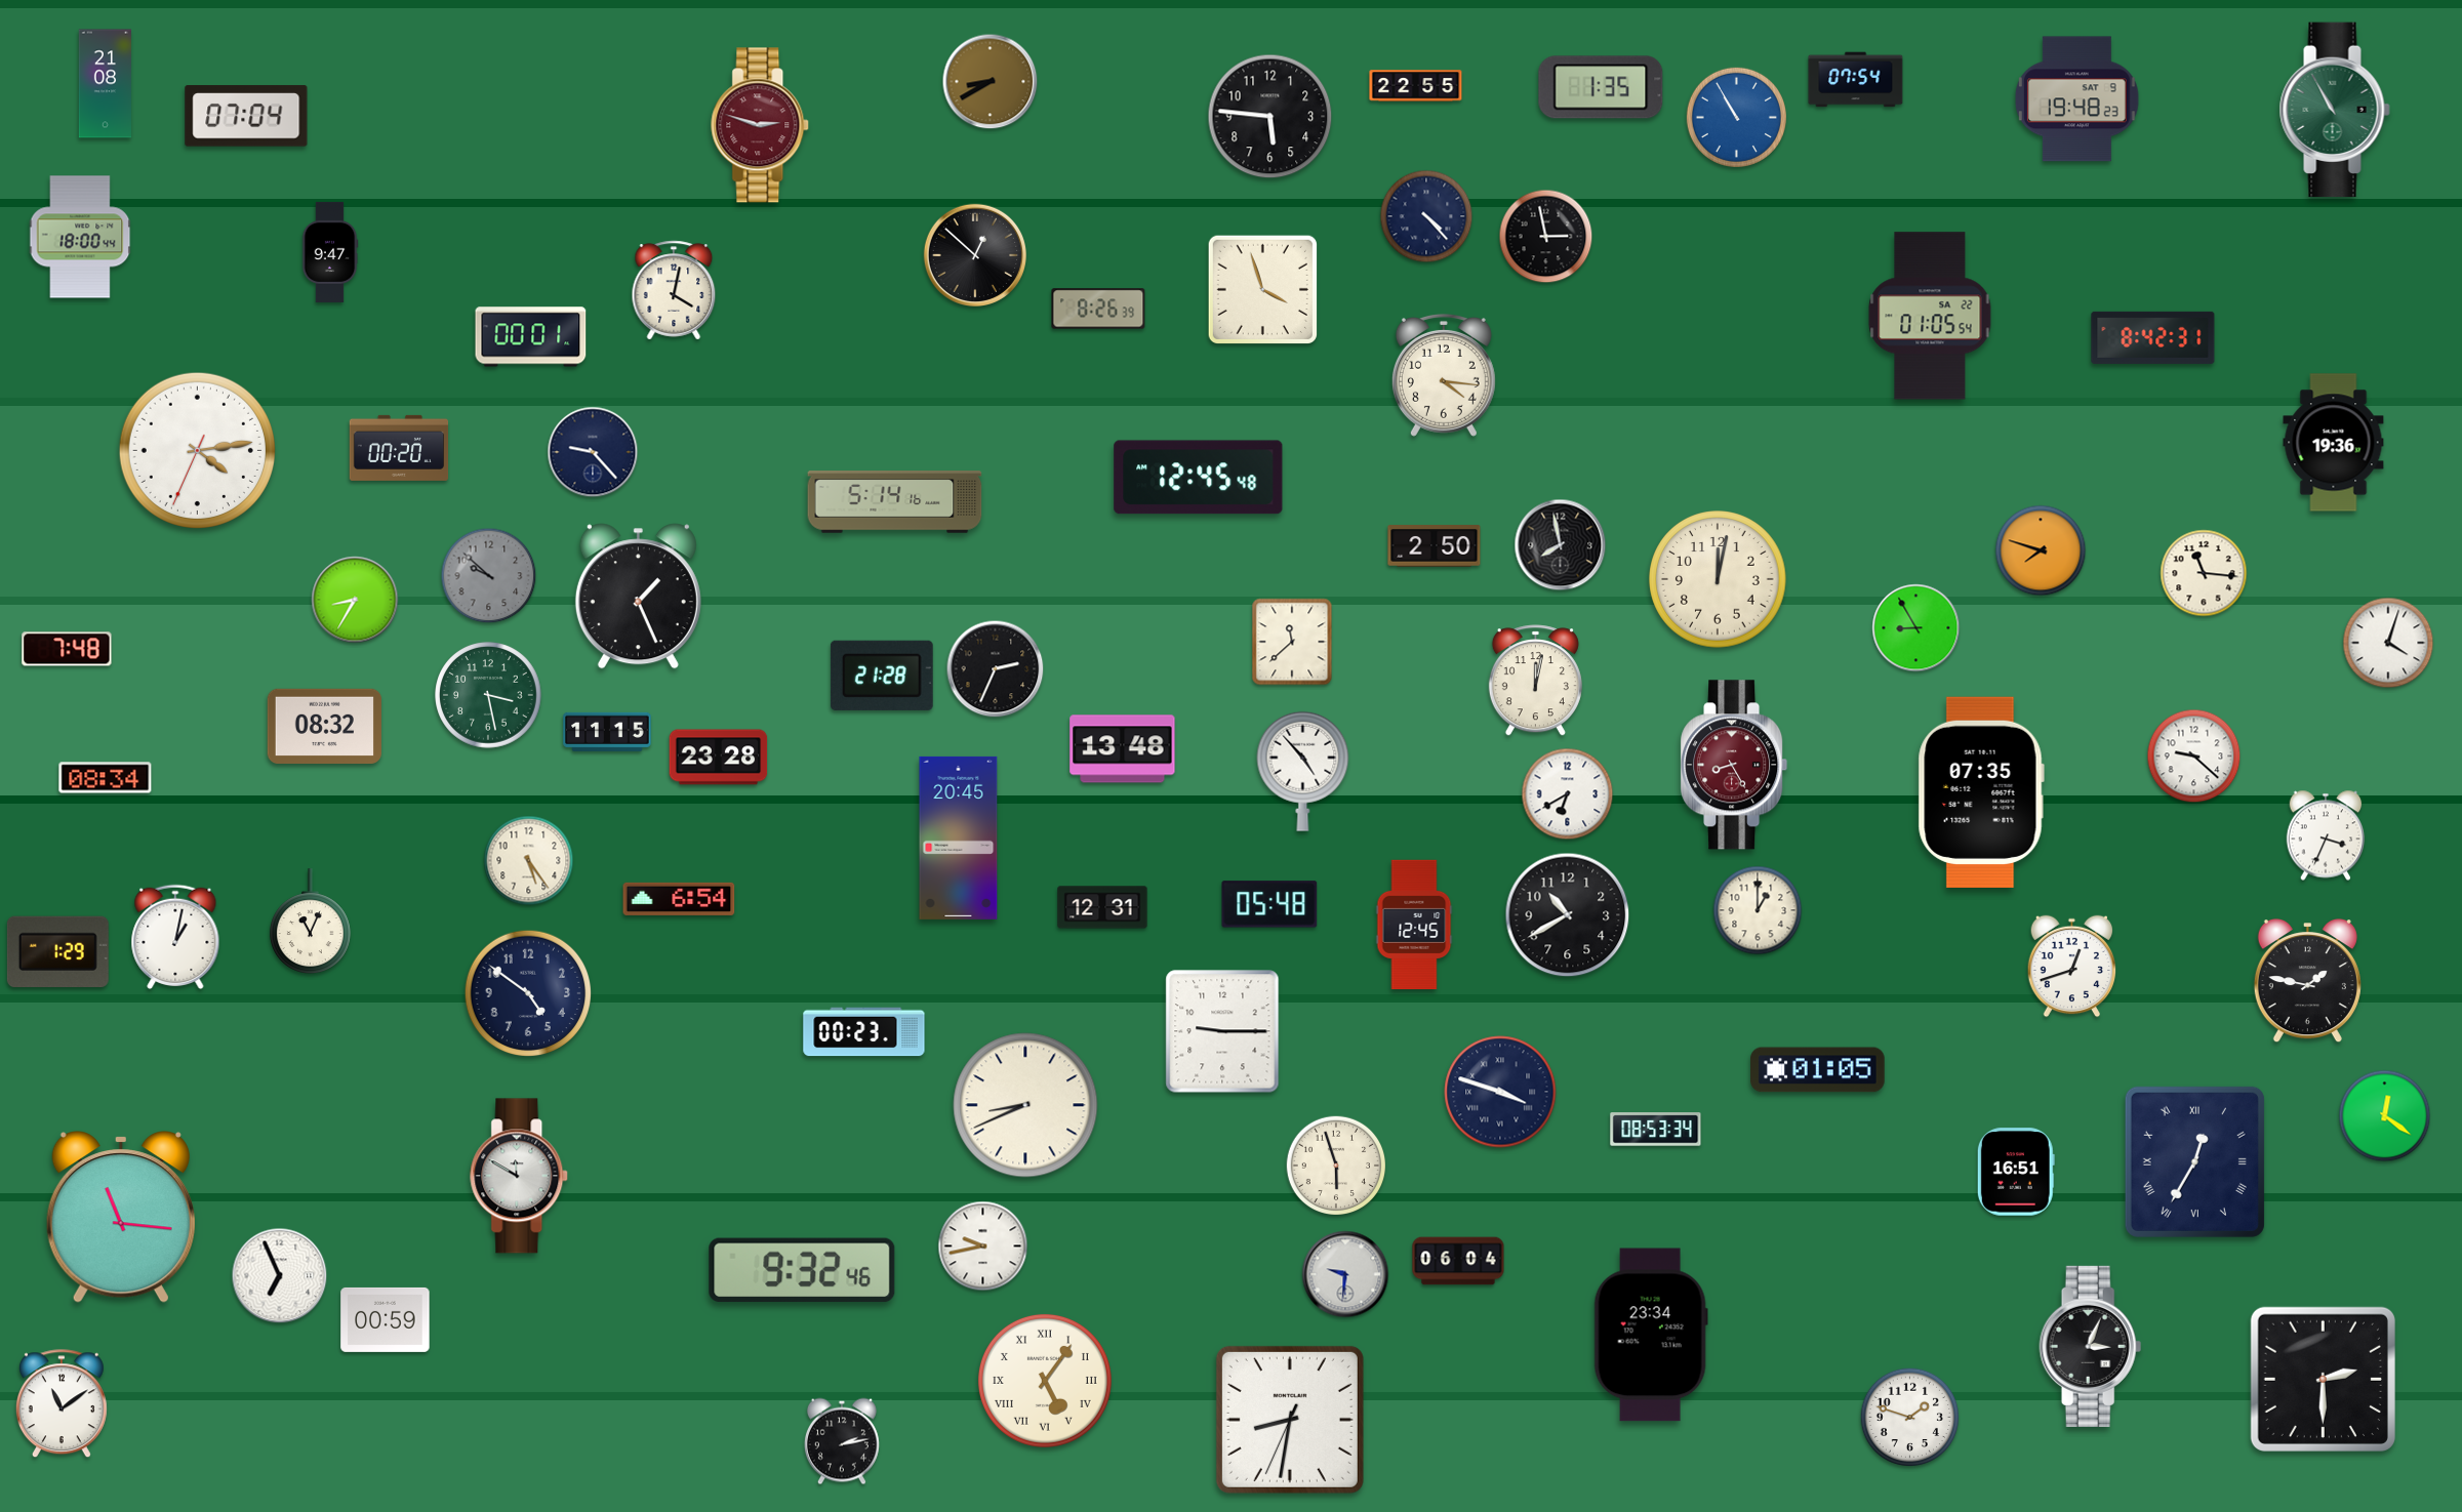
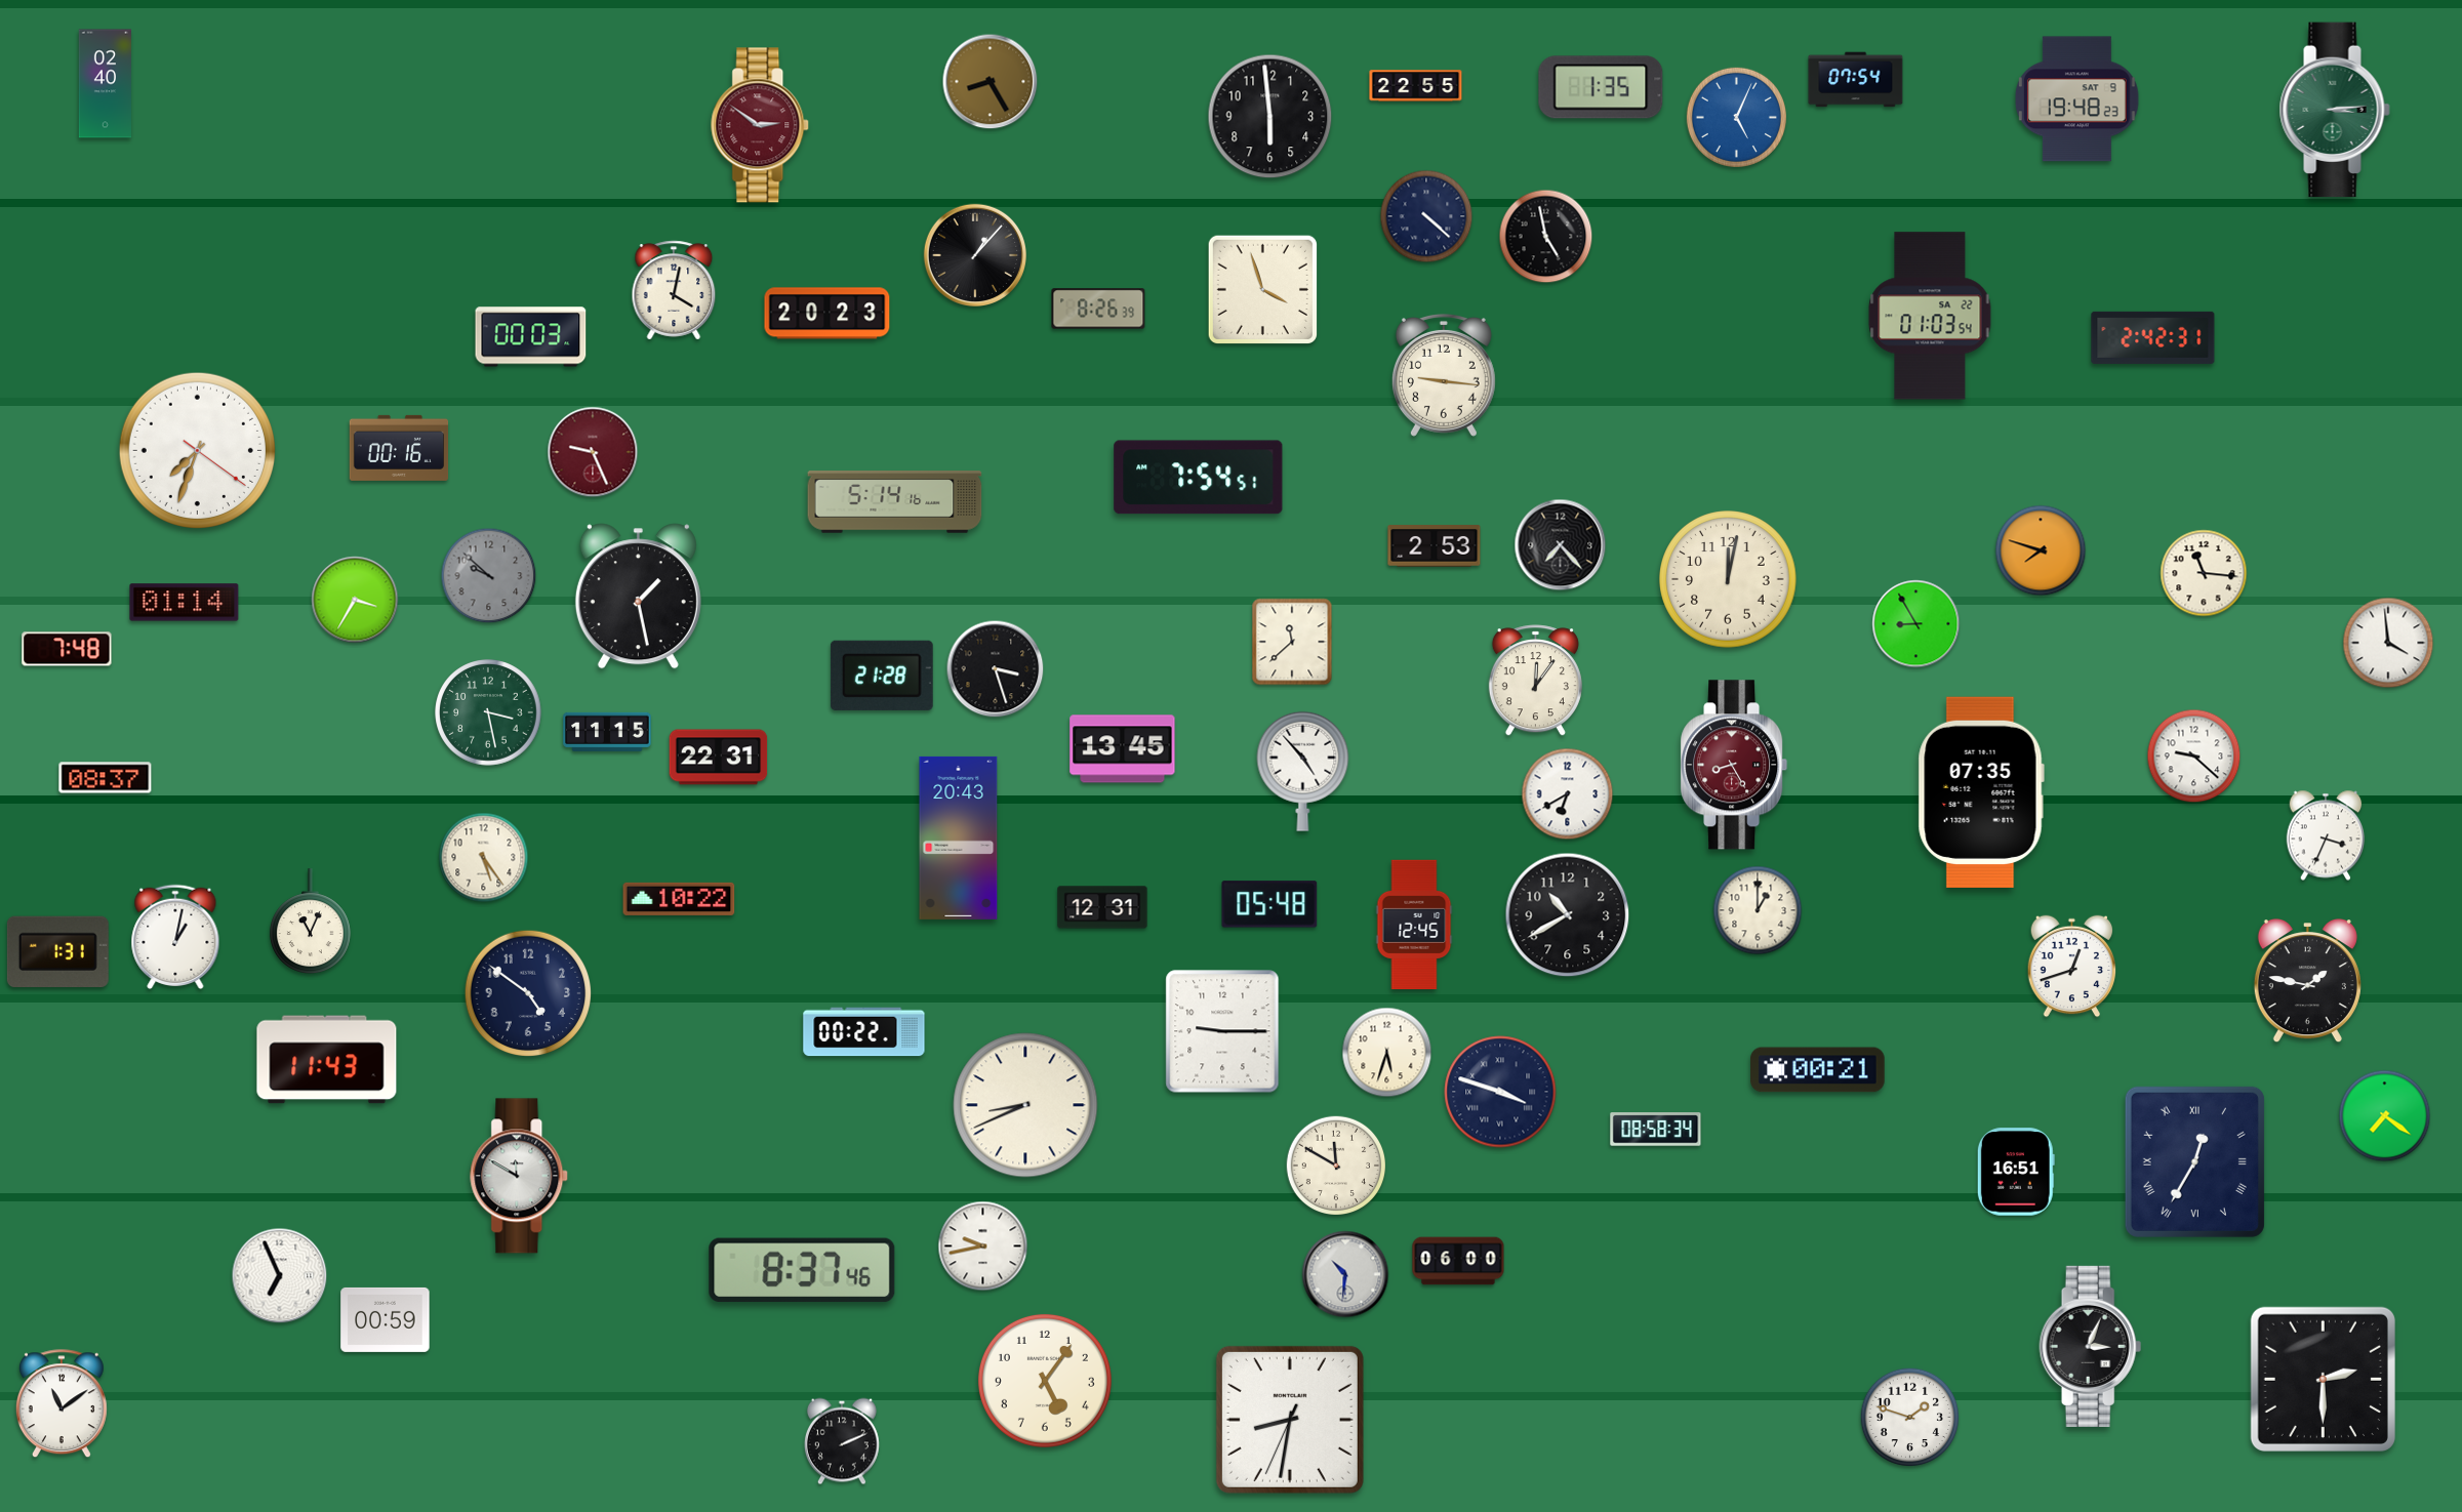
clock at (991, 82): 8:40 -> 8:25
clock at (105, 84): 21:08 -> 02:40
clock at (2335, 110): 10:55 -> 3:14
clock at (246, 116): 07:04 -> none
clock at (1270, 117): 5:46 -> 5:59
clock at (1736, 117): 10:55 -> 5:04
clock at (761, 125): 2:48 -> 2:51
clock at (1426, 216): 4:23 -> 4:22
clock at (80, 237): 18:00 -> none
clock at (1546, 237): 2:58 -> 4:58
clock at (330, 252): 9:47 -> none
clock at (974, 254): 12:52 -> 1:07
clock at (828, 314): none -> 20:23
clock at (1930, 316): 01:05 -> 01:03
clock at (531, 337): 00:01 -> 00:03
clock at (2153, 337): 8:42 -> 2:42
clock at (1444, 375): 4:16 -> 9:16
clock at (2334, 443): 19:36 -> none
clock at (399, 448): 00:20 -> 00:16
clock at (197, 450): 4:13 -> 7:33
clock at (593, 452): 9:23 -> 9:26
clock at (593, 452) dial: navy -> burgundy
clock at (1199, 478): 12:45 -> 7:54
clock at (1561, 545): 7:58 -> 7:23
clock at (1435, 546): 2:50 -> 2:53
clock at (1718, 579) position: (1718, 579) -> (1728, 579)
clock at (638, 597): 1:26 -> 1:28
clock at (355, 600): 8:35 -> 3:35
clock at (185, 603): none -> 01:14
clock at (1916, 628) position: (1916, 628) -> (1916, 624)
clock at (2388, 643): 4:03 -> 3:59
clock at (996, 669): 2:34 -> 3:27
clock at (1535, 681): 12:02 -> 12:06
clock at (488, 695) position: (488, 695) -> (488, 712)
clock at (324, 726): 08:32 -> none
clock at (1123, 749): 13:48 -> 13:45
clock at (719, 758): 23:28 -> 22:31
clock at (106, 778): 08:34 -> 08:37
clock at (959, 837): 20:45 -> 20:43
clock at (529, 861) position: (529, 861) -> (484, 858)
clock at (679, 899): 6:54 -> 10:22
clock at (57, 951): 1:29 -> 1:31
clock at (864, 1032): 00:23 -> 00:22
clock at (1387, 1053): none -> 5:33
clock at (327, 1060): none -> 11:43
clock at (1818, 1070): 01:05 -> 00:21
clock at (2385, 1116): 12:21 -> 7:21
clock at (1656, 1130): 08:53 -> 08:58
clock at (1335, 1164): 5:57 -> 11:50
clock at (121, 1218): 11:16 -> none
clock at (1458, 1261): 06:04 -> 06:00
clock at (802, 1270): 9:32 -> 8:37
clock at (1345, 1274): 9:31 -> 10:31
clock at (1651, 1335): 23:34 -> none
clock at (1045, 1381) numerals: Roman -> Arabic
clock at (842, 1441): 2:13 -> 2:11
